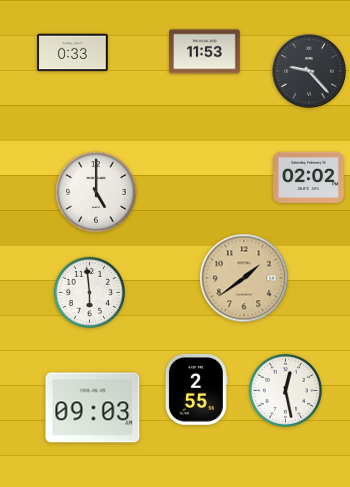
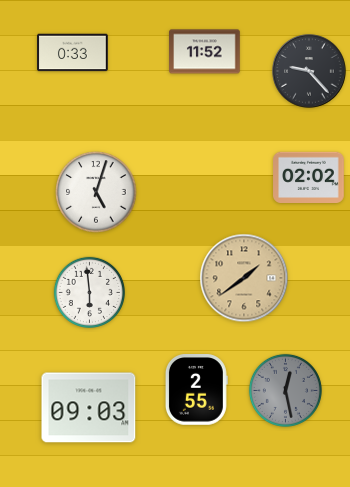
clock at (205, 52): 11:53 -> 11:52
clock at (96, 192): 5:00 -> 5:03
clock at (285, 390) dial: white -> grey
clock at (93, 408) position: (93, 408) -> (89, 408)
